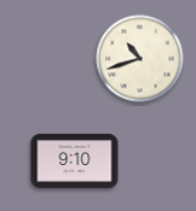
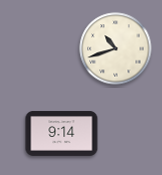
clock at (75, 160): 9:10 -> 9:14
